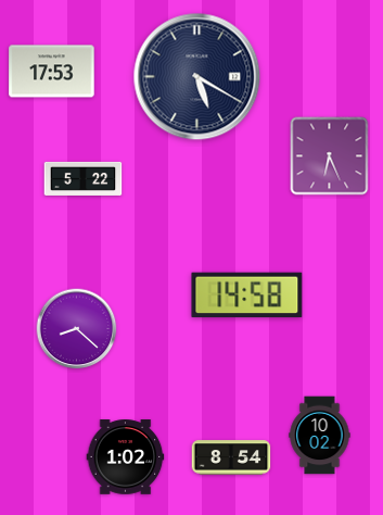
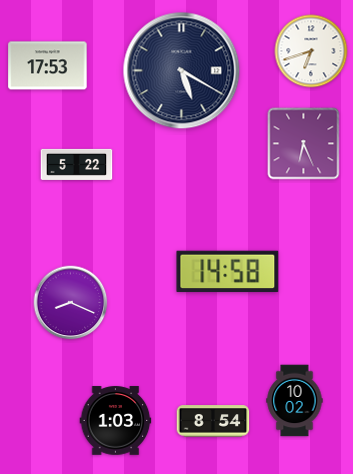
clock at (311, 51): none -> 6:42
clock at (77, 329): 8:22 -> 8:19
clock at (126, 457): 1:02 -> 1:03
